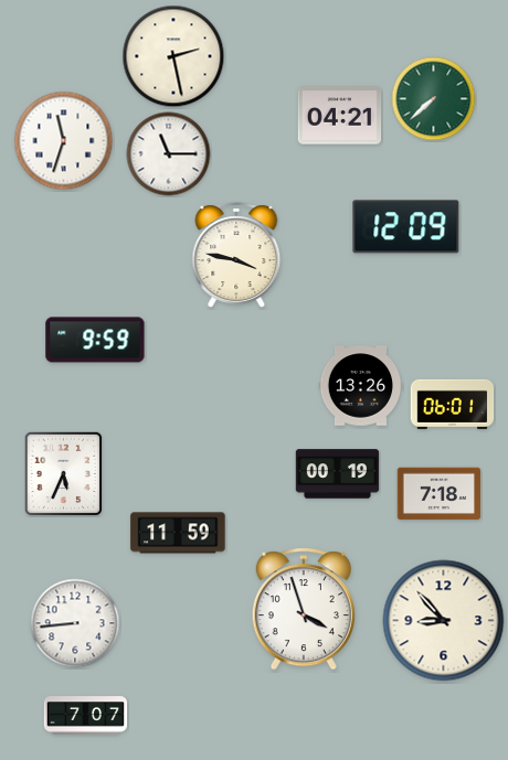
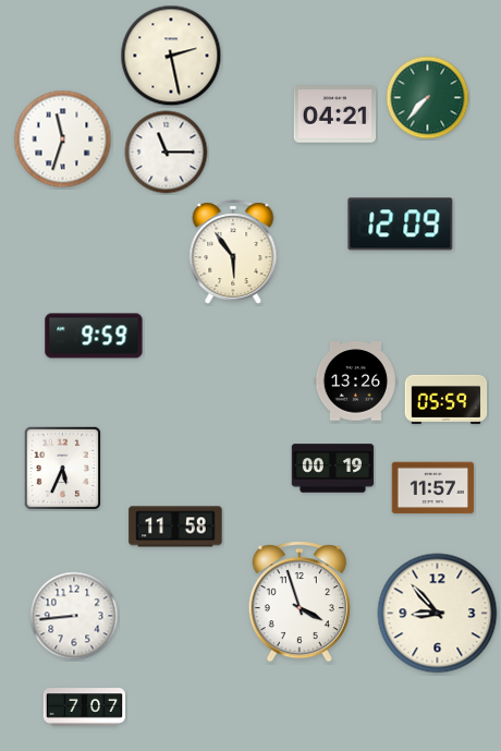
clock at (434, 99): 7:38 -> 7:37
clock at (236, 255): 3:47 -> 5:54
clock at (453, 404): 06:01 -> 05:59
clock at (440, 494): 7:18 -> 11:57
clock at (178, 533): 11:59 -> 11:58
